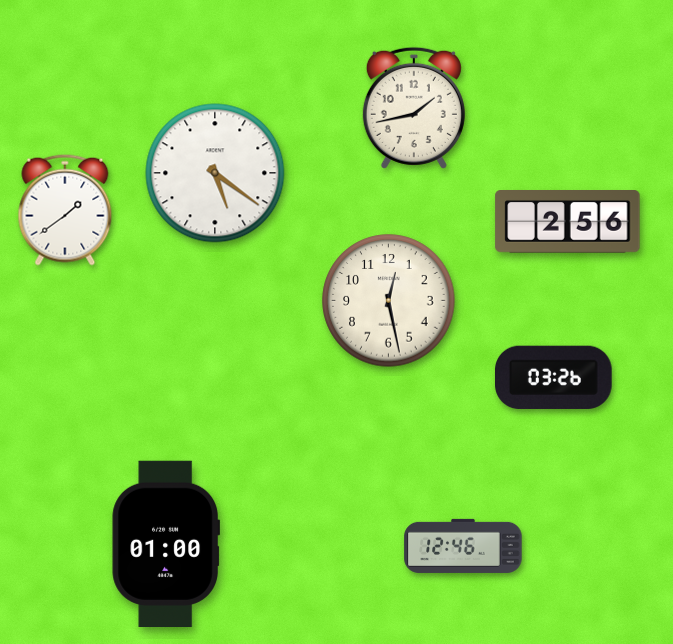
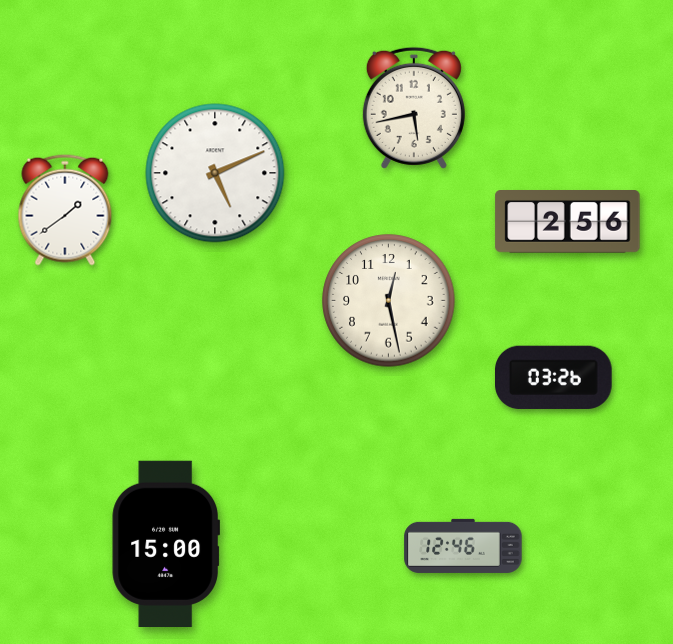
clock at (414, 108): 1:43 -> 5:43
clock at (215, 173): 5:21 -> 5:11
clock at (165, 543): 01:00 -> 15:00
